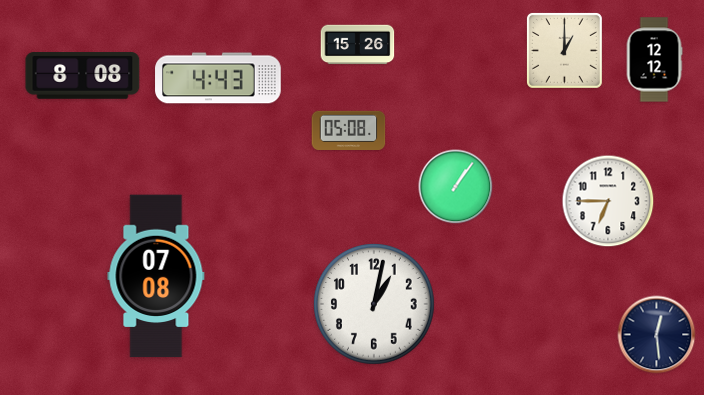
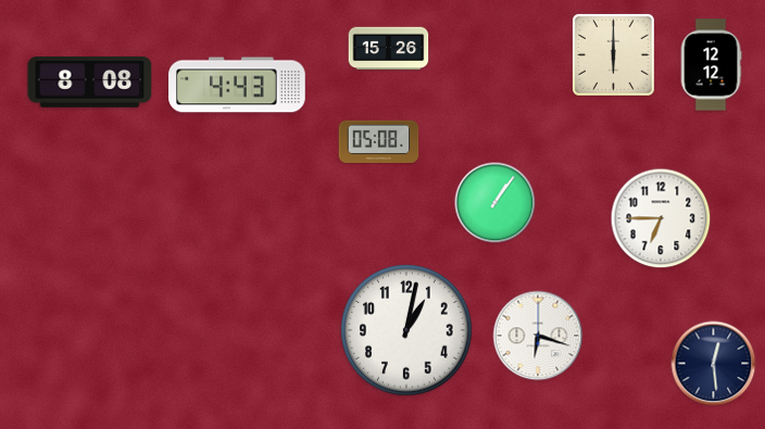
clock at (564, 50): 1:00 -> 6:00
clock at (156, 276): 07:08 -> none
clock at (538, 336): none -> 6:18
